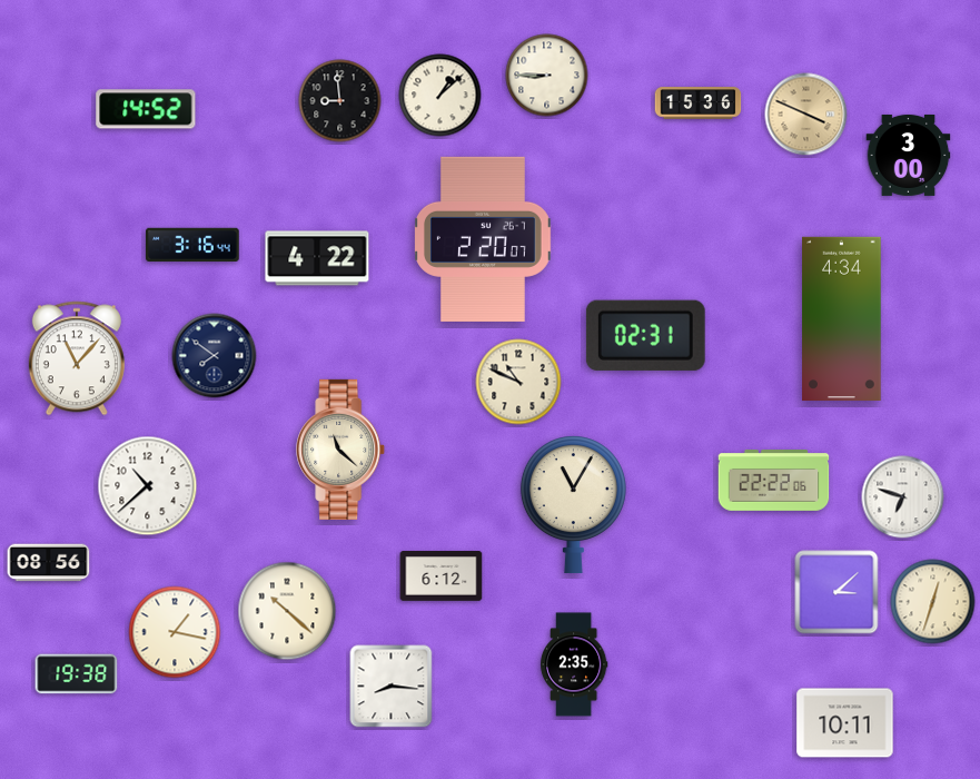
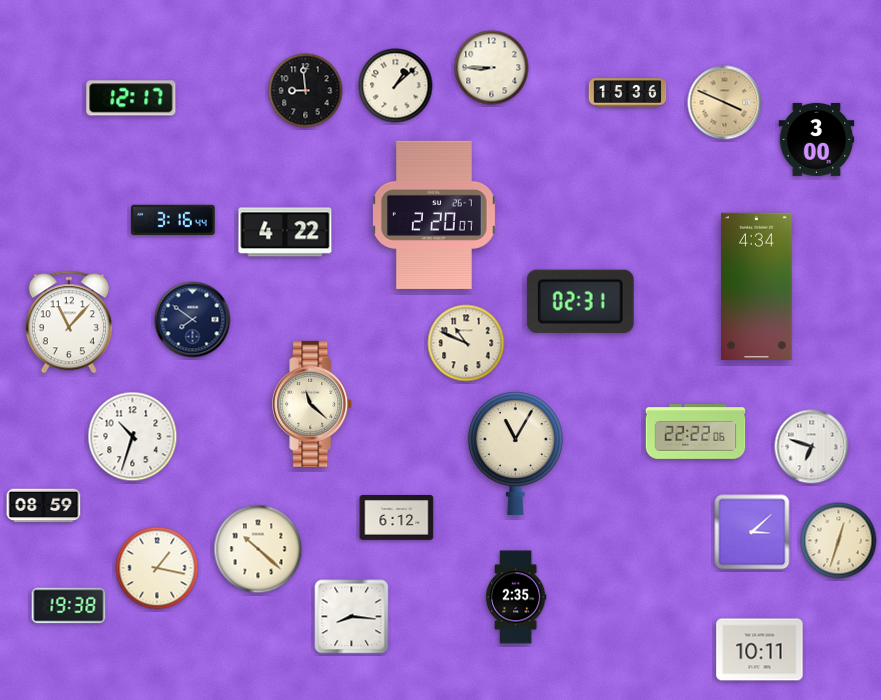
clock at (146, 109): 14:52 -> 12:17
clock at (341, 450) position: (341, 450) -> (313, 404)
clock at (148, 486): 10:38 -> 10:33
clock at (49, 563): 08:56 -> 08:59
